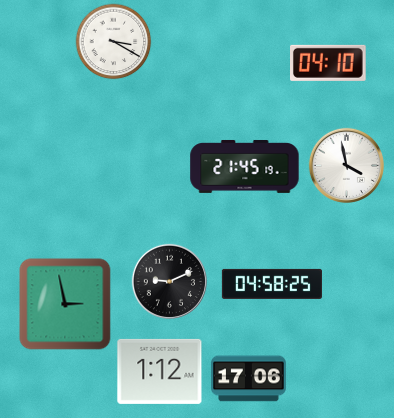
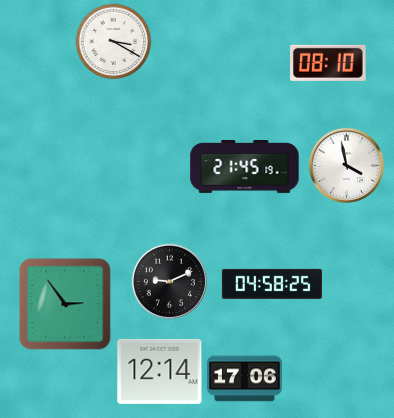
clock at (329, 63): 04:10 -> 08:10
clock at (65, 304): 2:58 -> 2:54
clock at (160, 371): 1:12 -> 12:14
clock at (249, 379) position: (249, 379) -> (245, 379)
